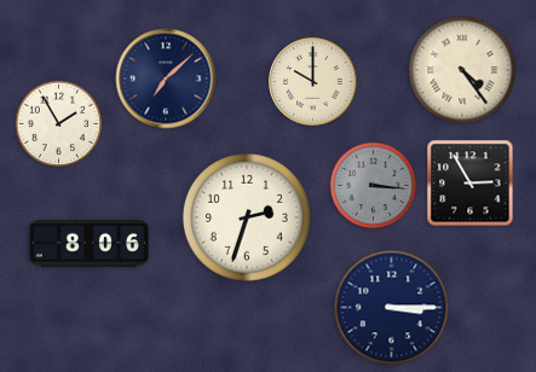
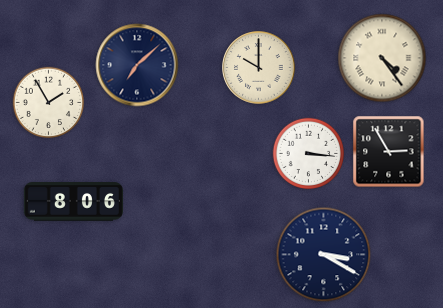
clock at (374, 186) dial: grey -> white
clock at (247, 217): 2:33 -> none
clock at (392, 308): 3:15 -> 3:20
